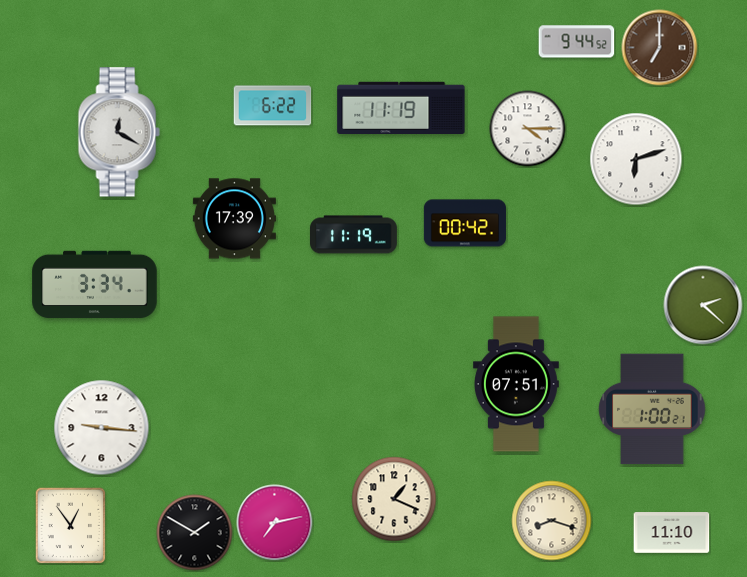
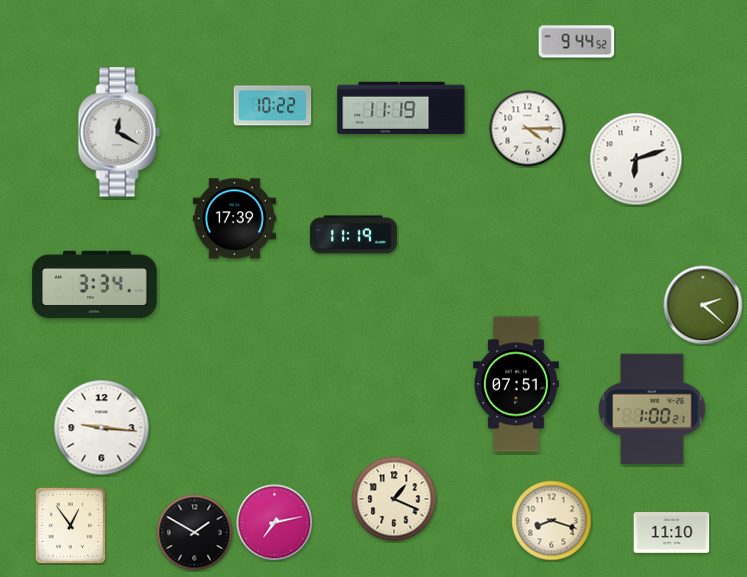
clock at (660, 48): 7:00 -> none
clock at (273, 106): 6:22 -> 10:22
clock at (465, 223): 00:42 -> none
